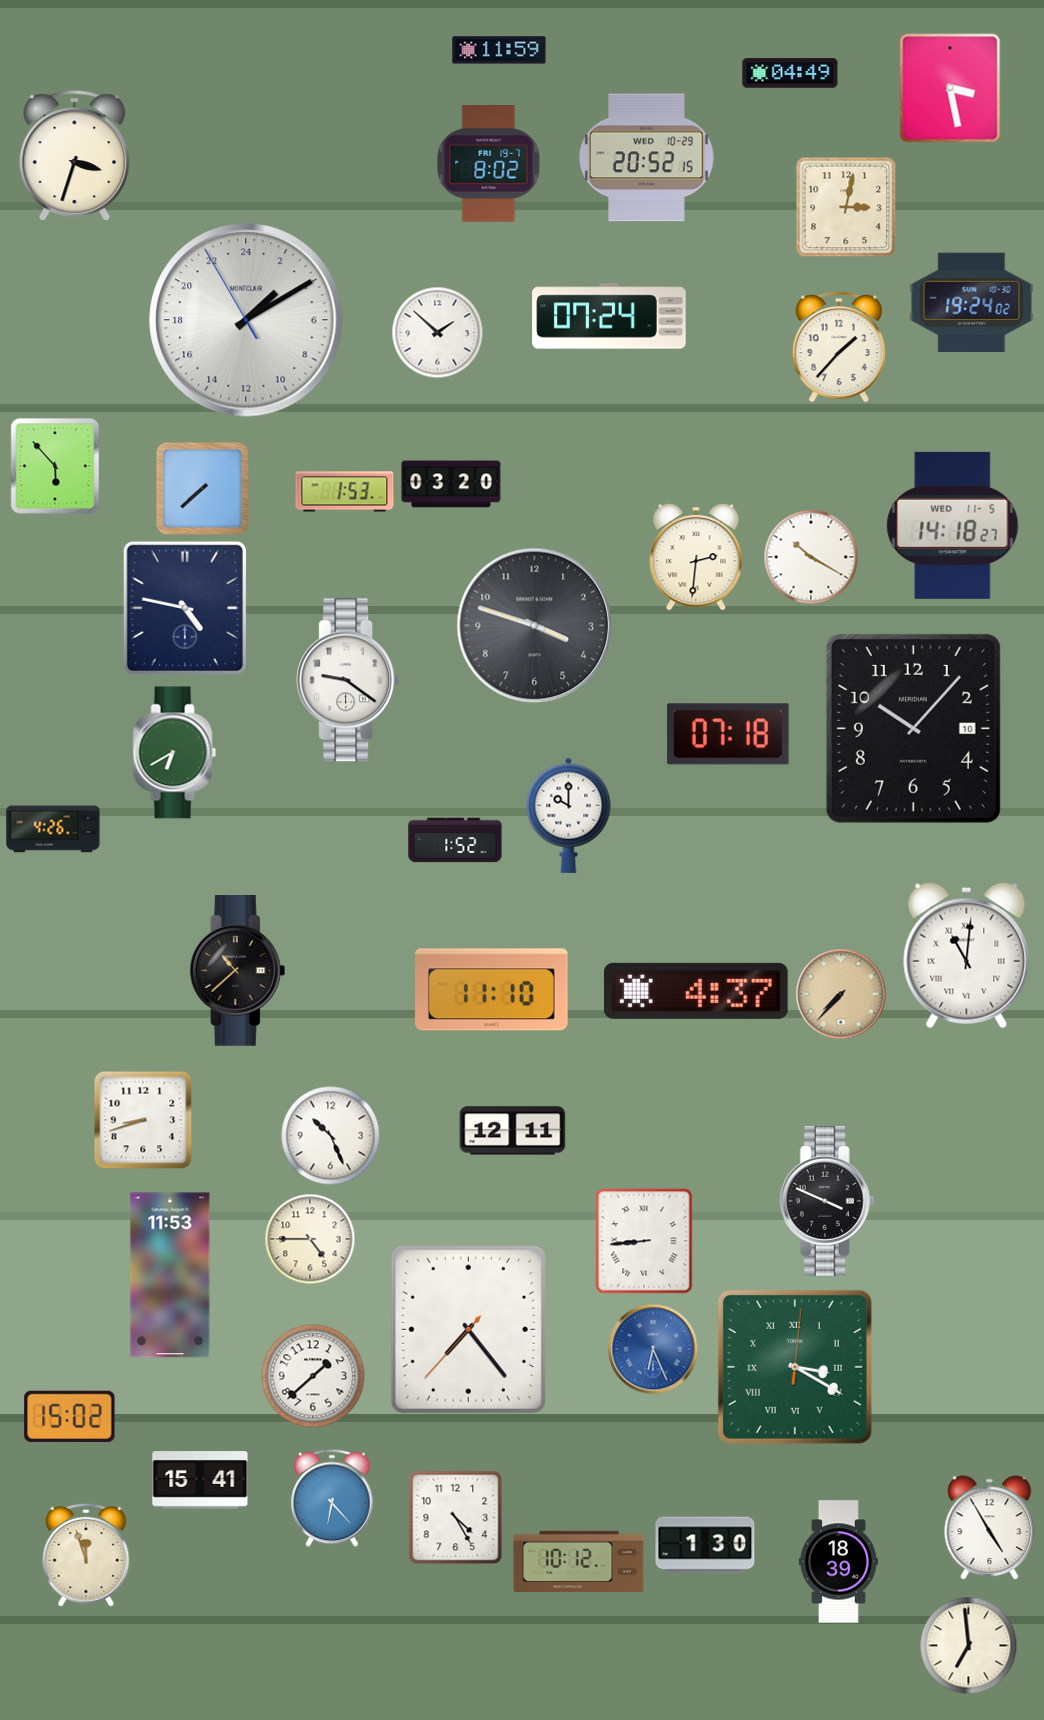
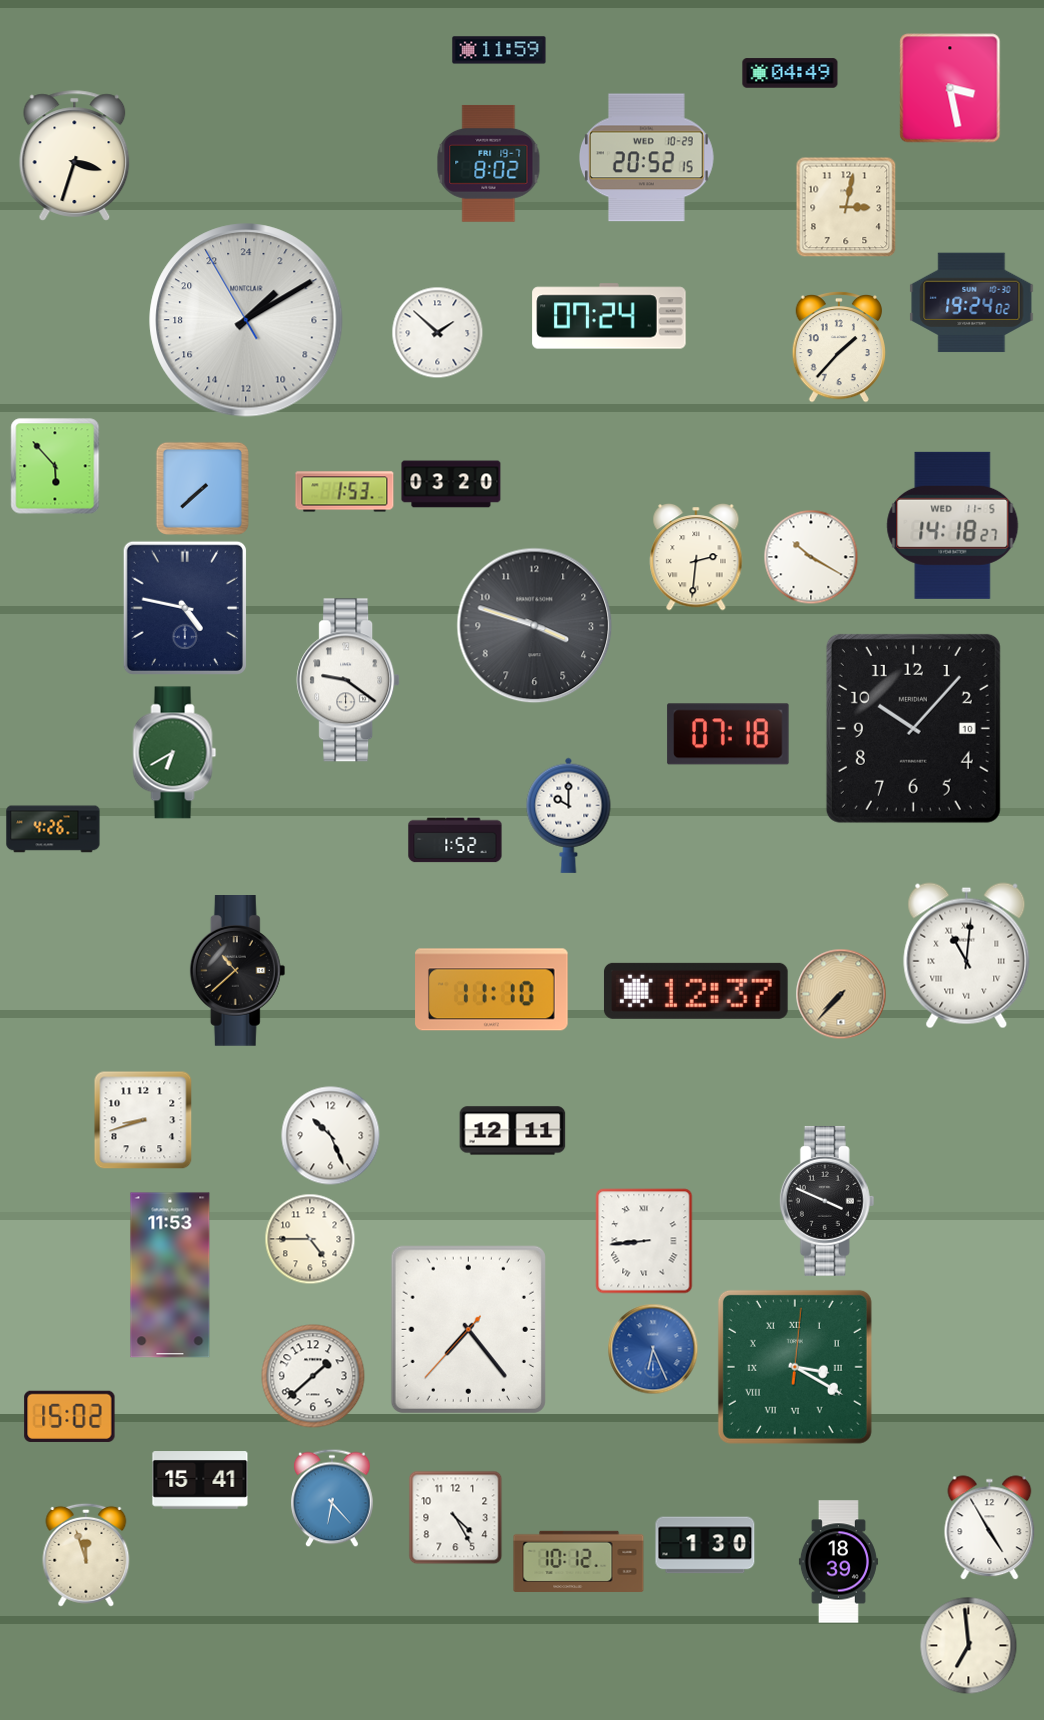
clock at (696, 991): 4:37 -> 12:37
